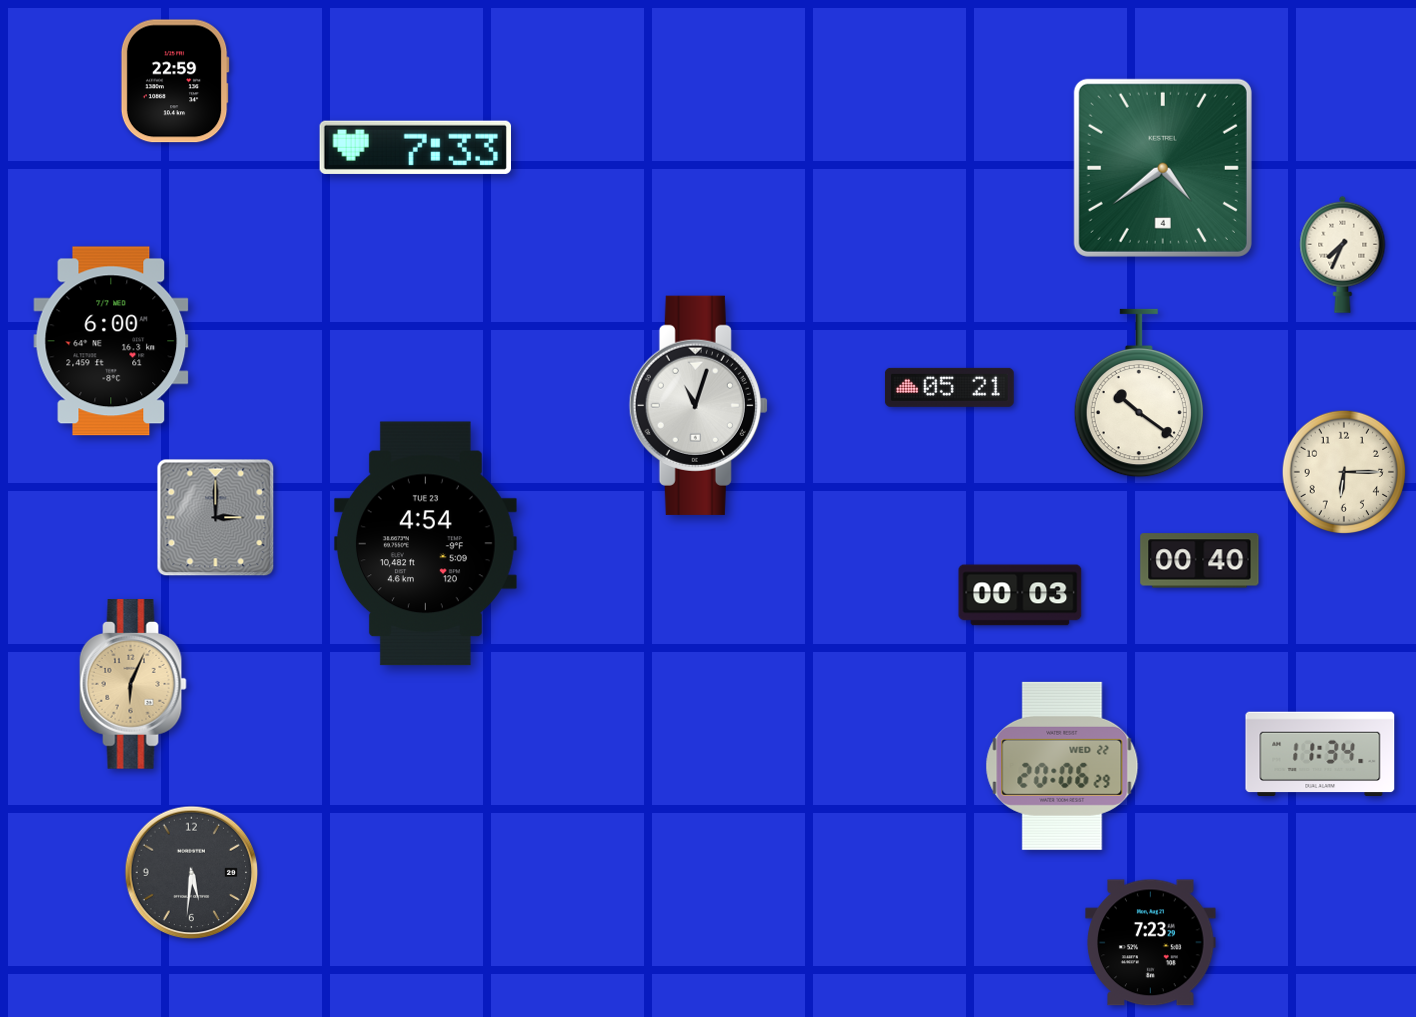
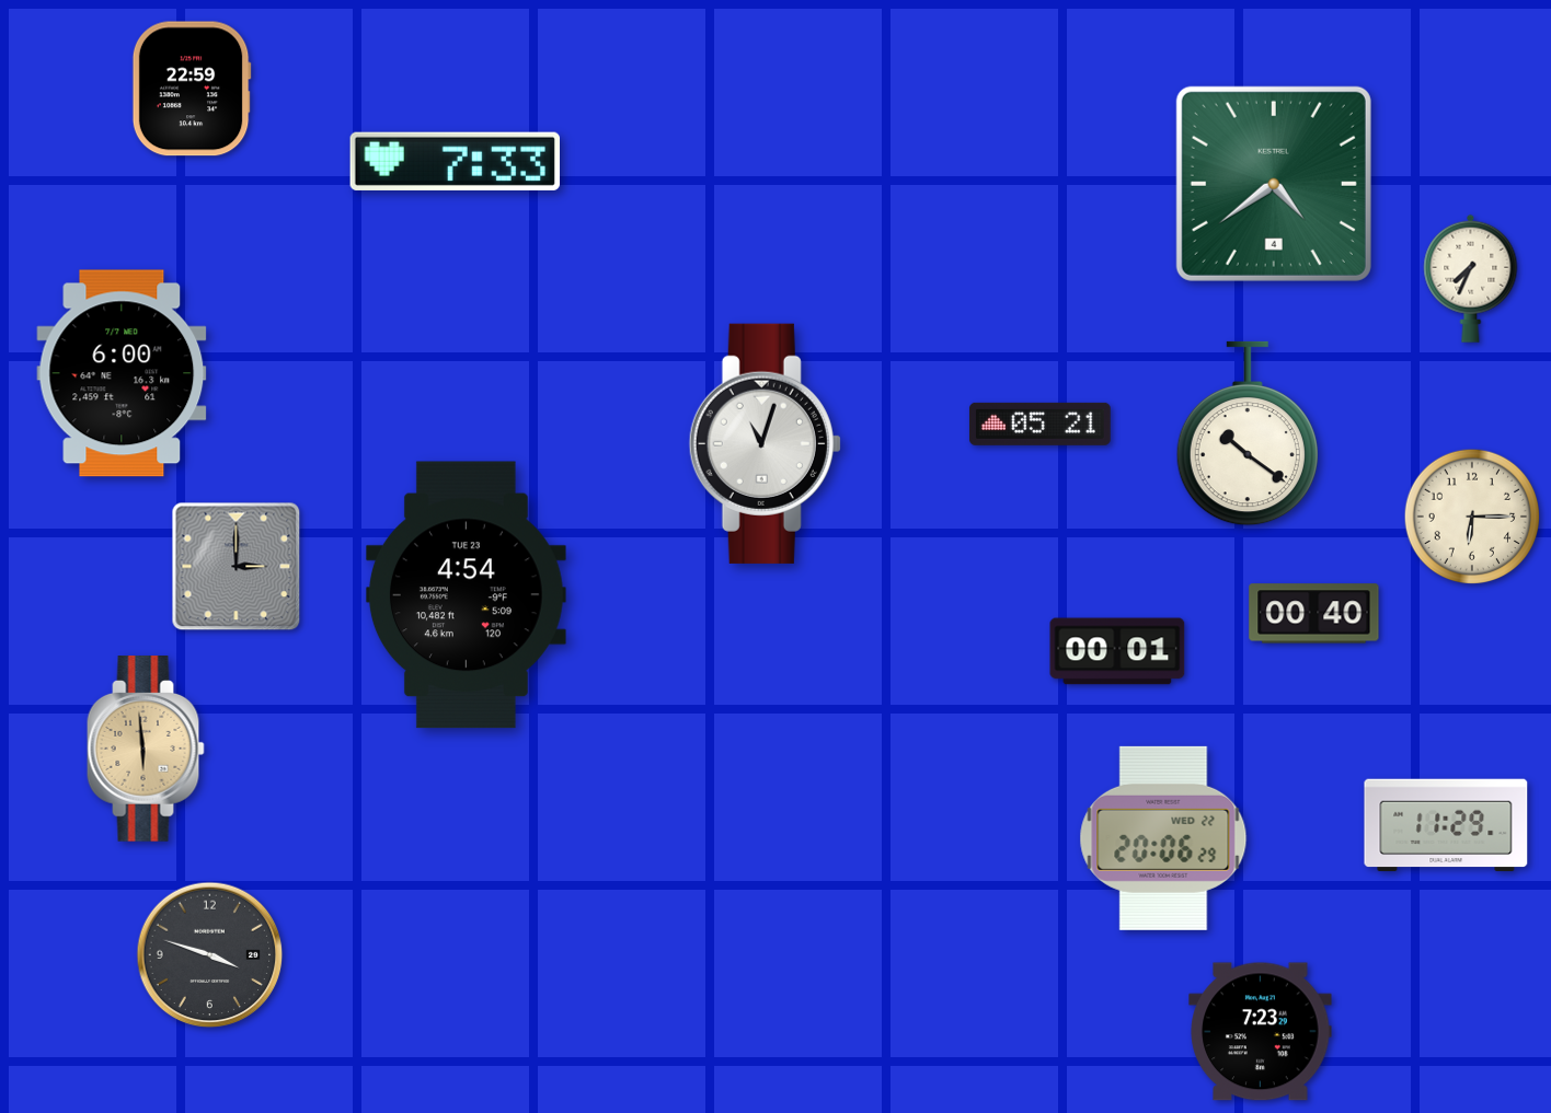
clock at (1139, 393) position: (1139, 393) -> (1248, 433)
clock at (1020, 595): 00:03 -> 00:01
clock at (133, 685): 6:04 -> 5:59
clock at (1320, 754): 11:34 -> 11:29
clock at (192, 873): 5:31 -> 3:48
